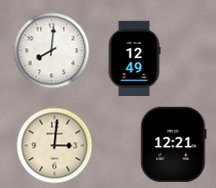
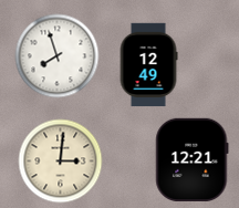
clock at (52, 51): 8:01 -> 7:57
